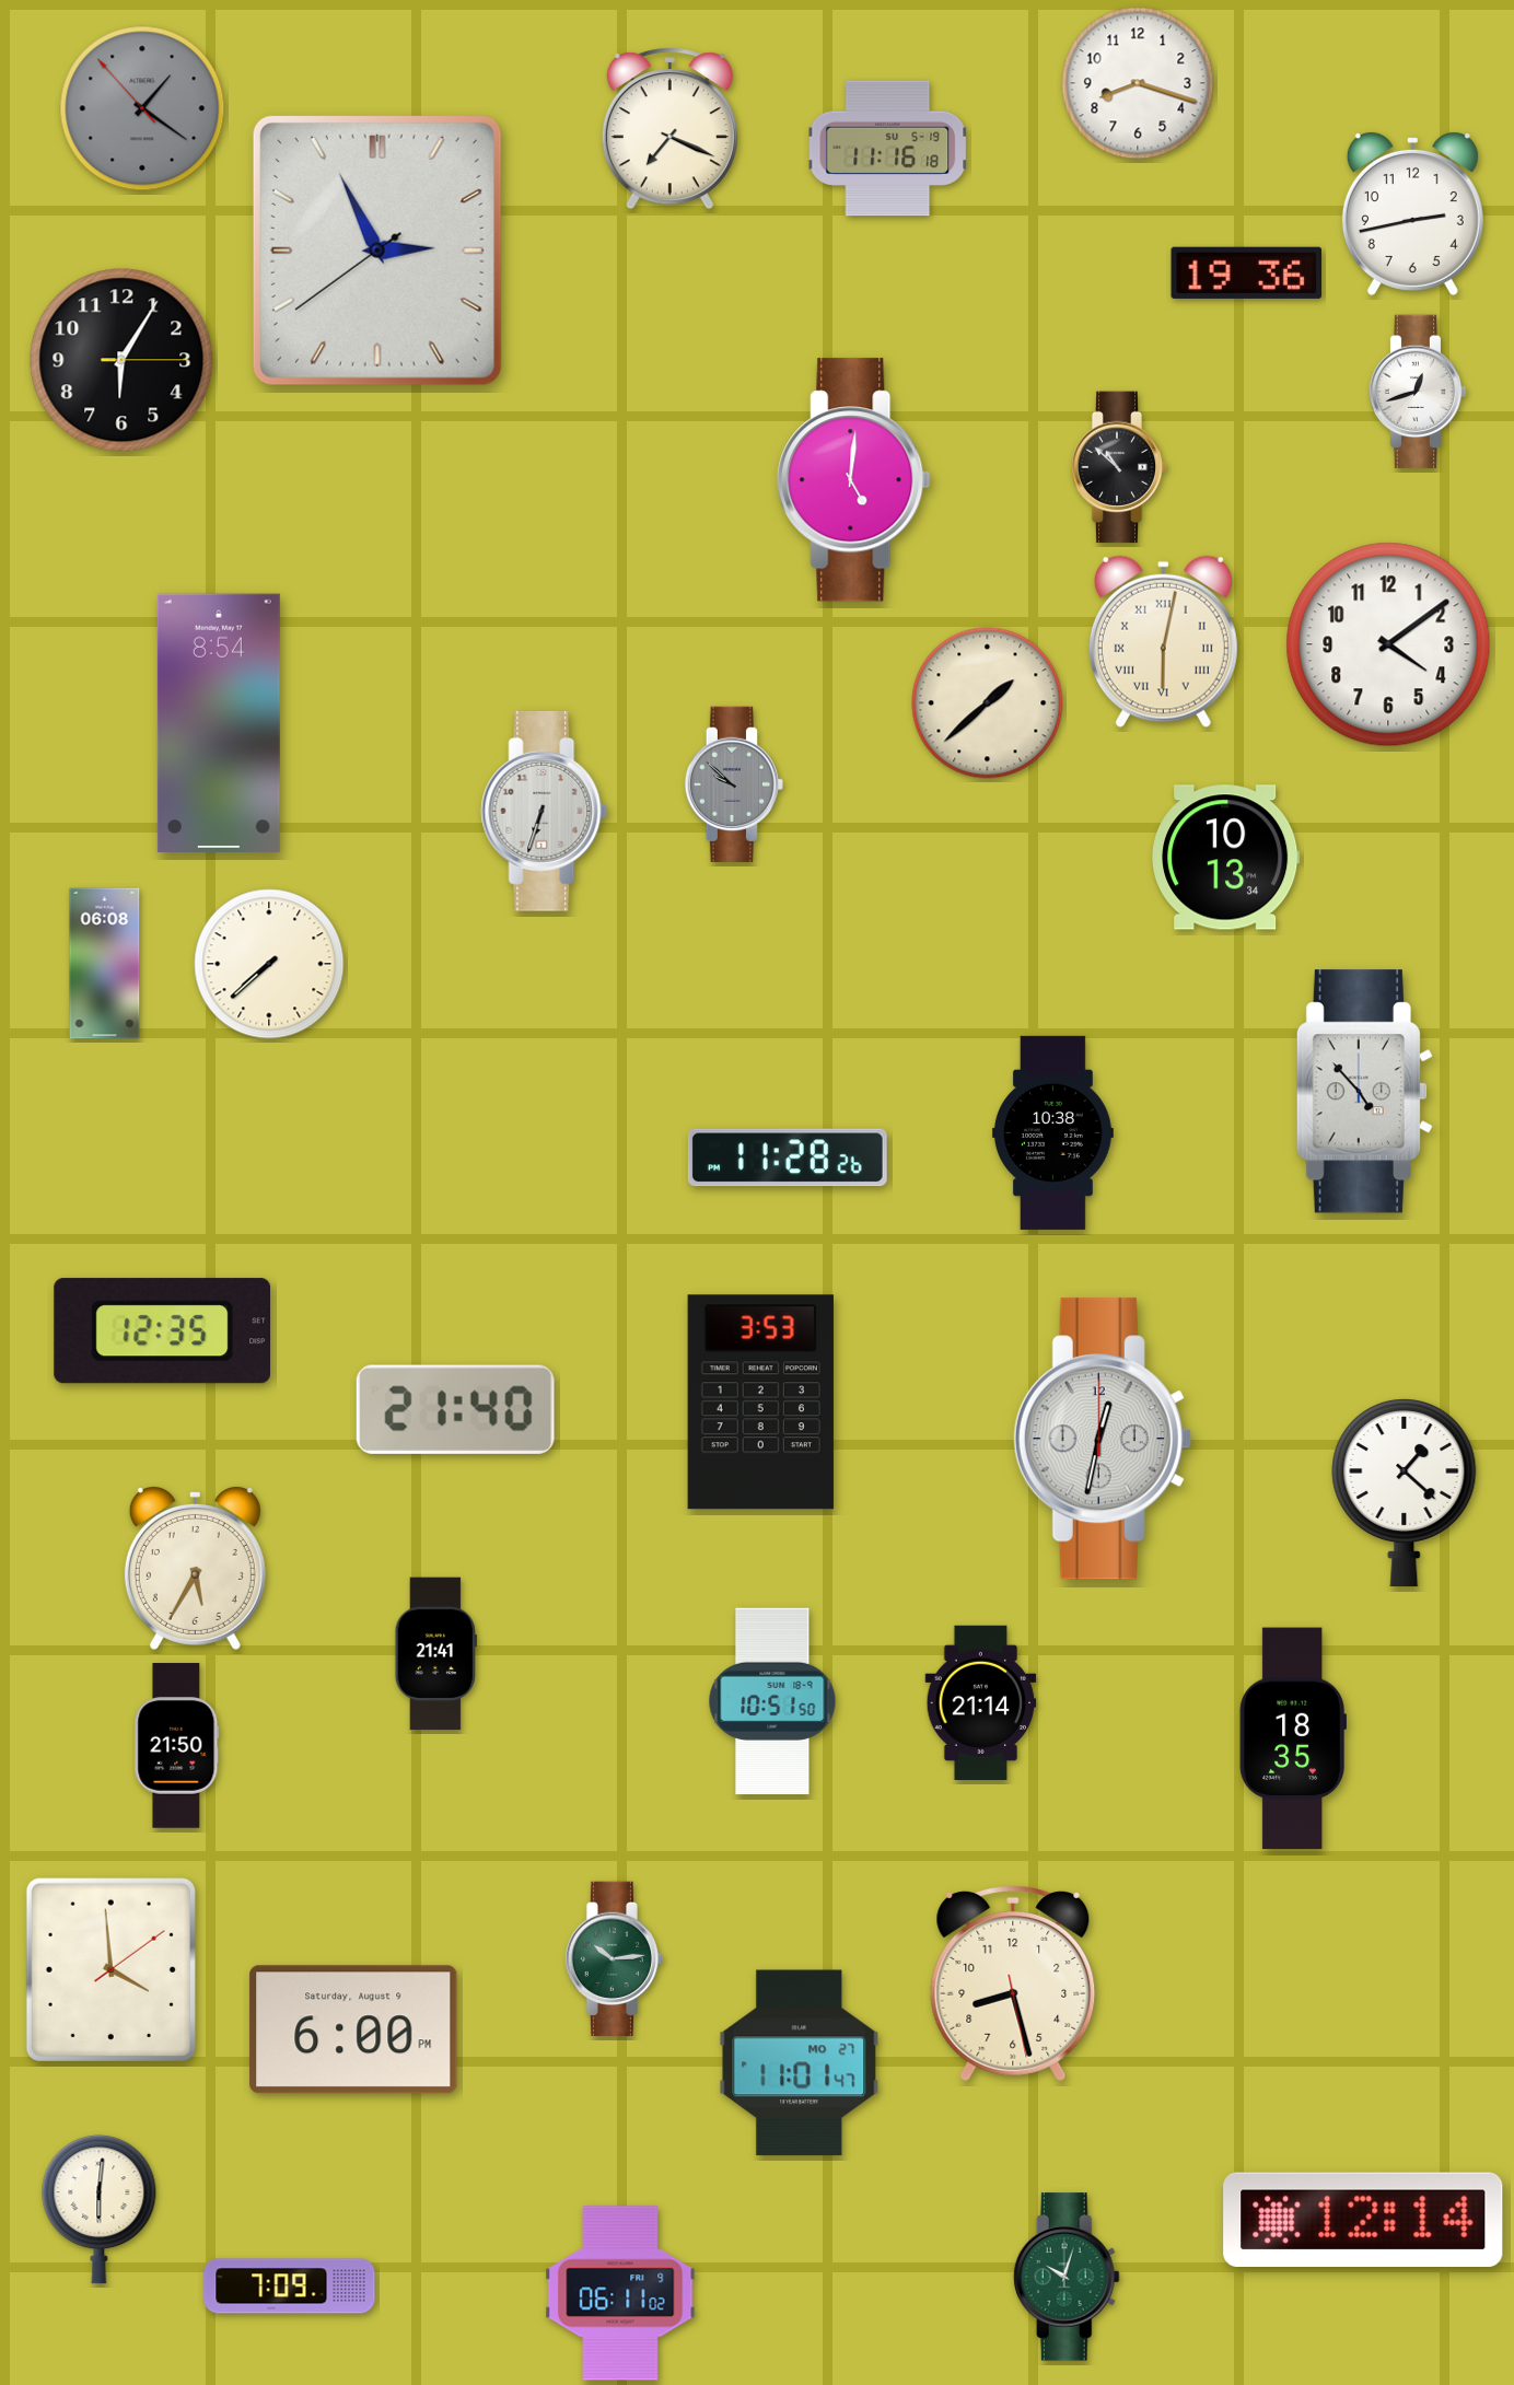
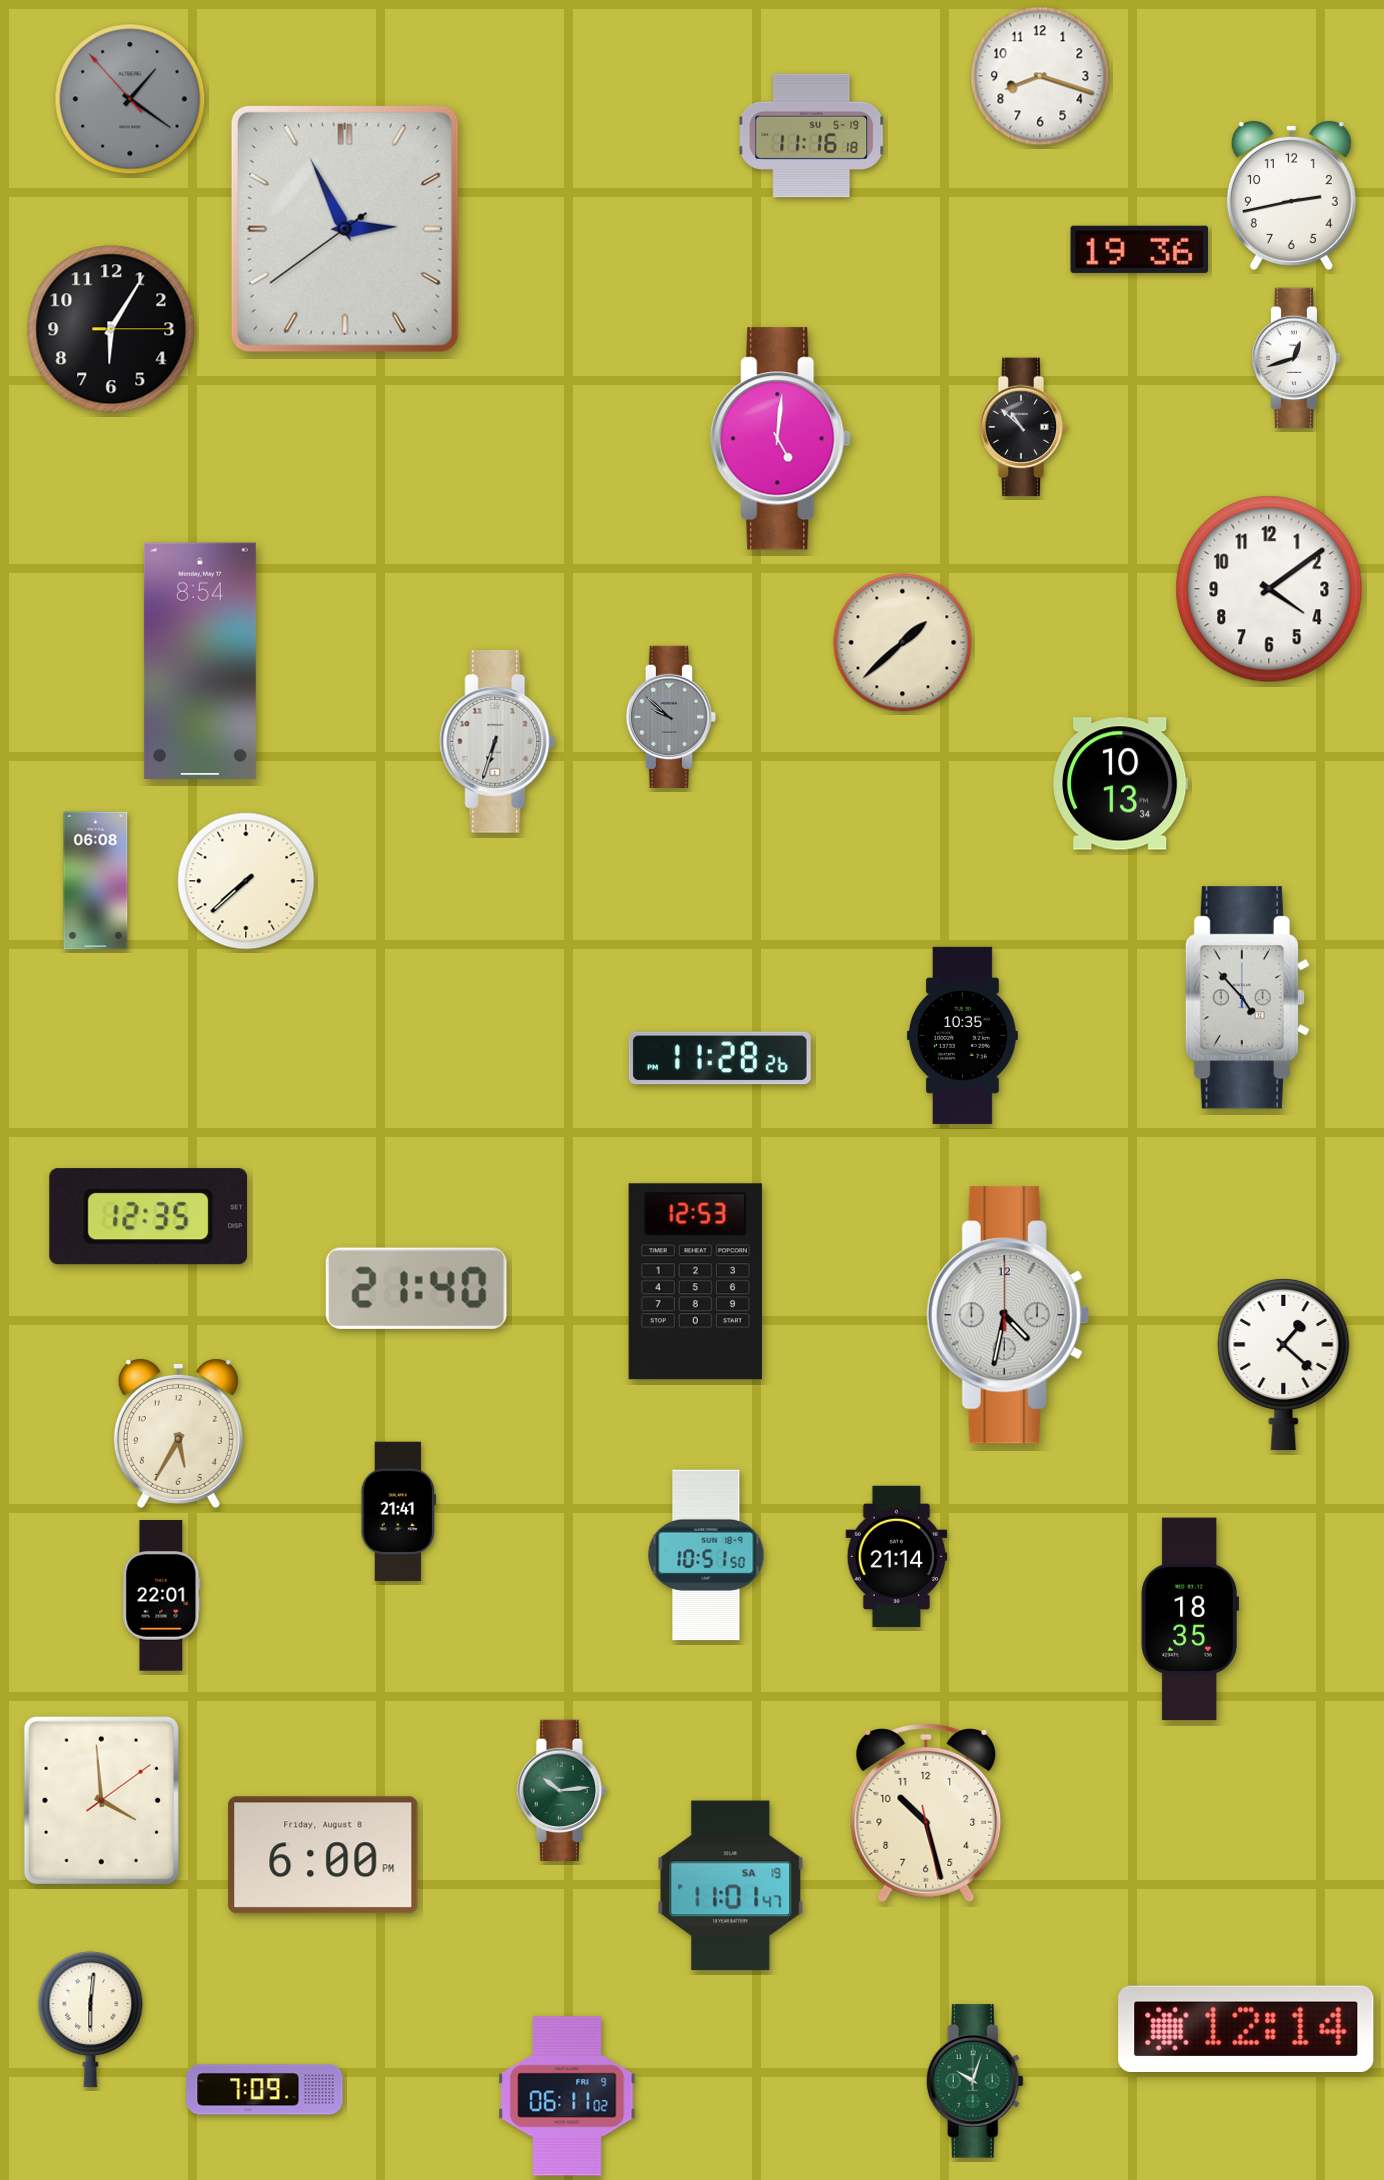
clock at (669, 129): 7:19 -> none
clock at (1163, 641): 6:02 -> none
clock at (1052, 1132): 10:38 -> 10:35
clock at (760, 1403): 3:53 -> 12:53
clock at (1103, 1439): 12:32 -> 4:32
clock at (1292, 1738) position: (1292, 1738) -> (1189, 1619)
clock at (177, 1746): 21:50 -> 22:01
clock at (1013, 1983): 8:27 -> 10:27
clock at (353, 2029) date: Saturday, August 9 -> Friday, August 8
clock at (800, 2063) date: MO 27 -> SA 19
